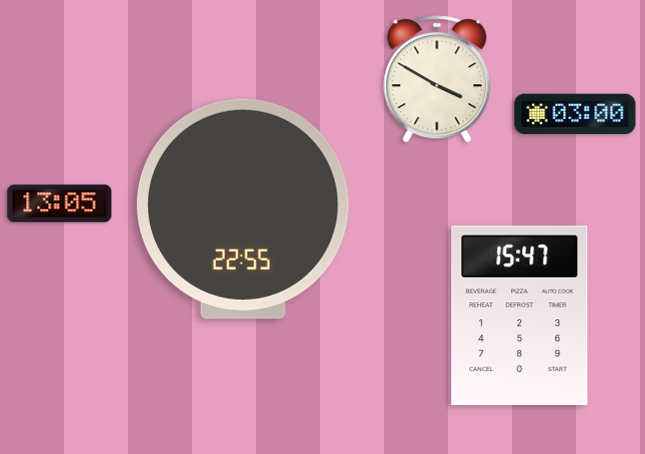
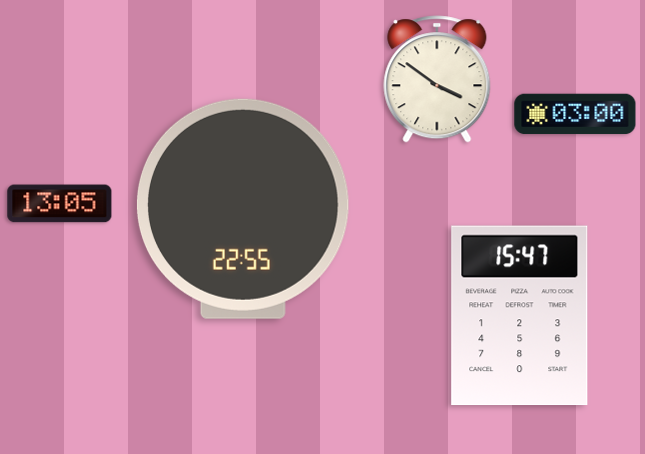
clock at (437, 79): 3:50 -> 3:51
